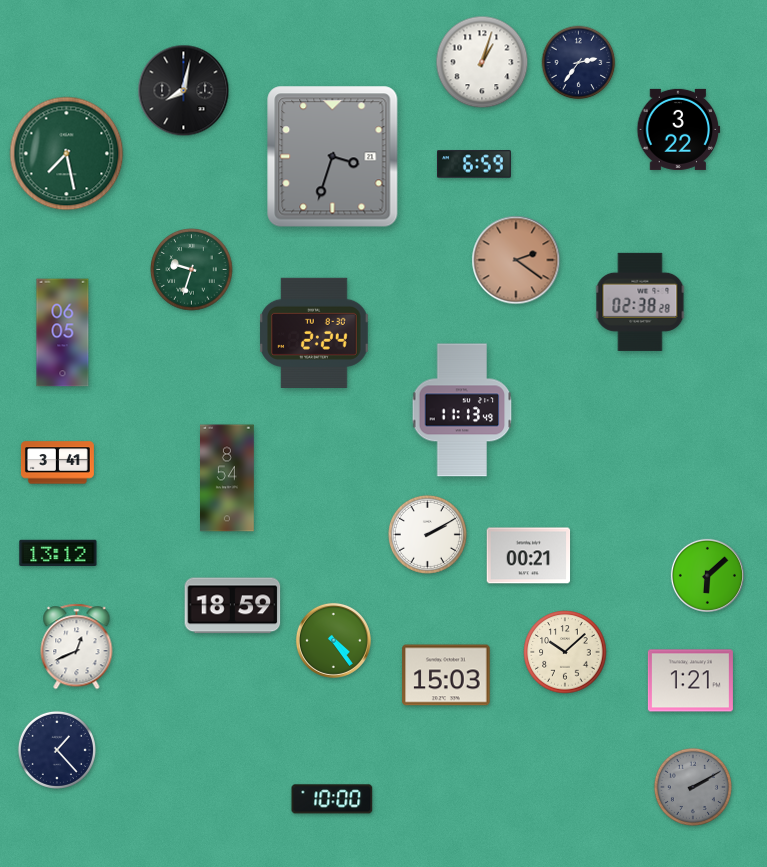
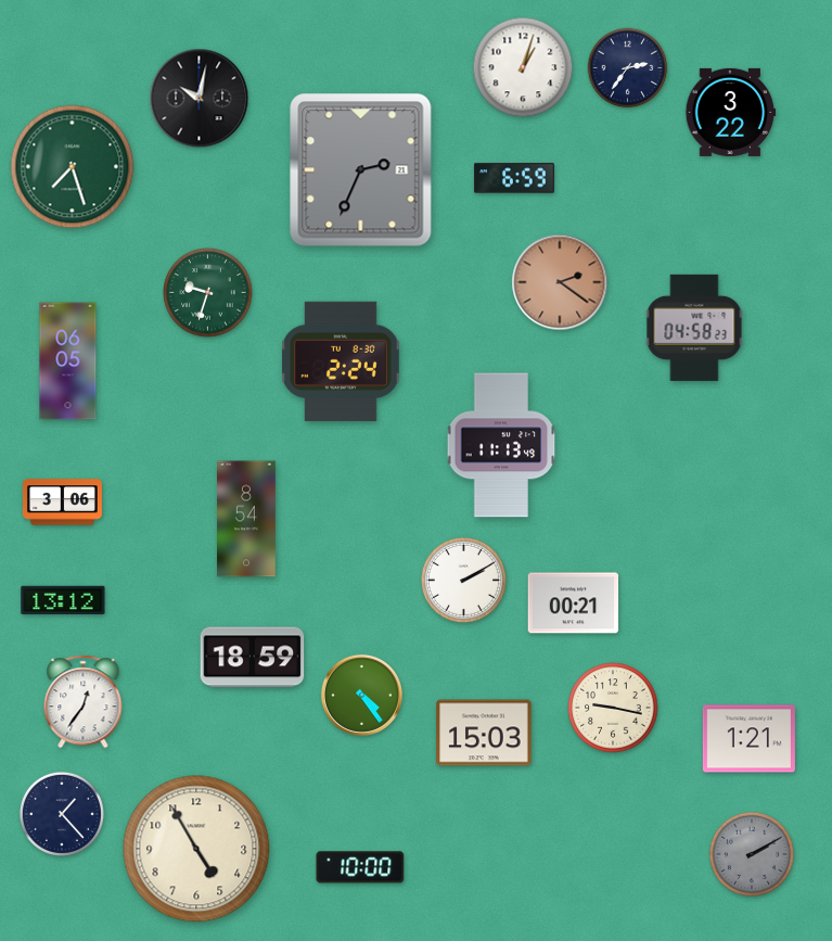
clock at (184, 91): 8:02 -> 10:02
clock at (679, 129) position: (679, 129) -> (731, 112)
clock at (67, 154): 7:28 -> 7:27
clock at (333, 157): 3:33 -> 2:34
clock at (640, 302): 02:38 -> 04:58
clock at (57, 463): 3:41 -> 3:06
clock at (707, 575): 6:08 -> none
clock at (77, 647): 12:41 -> 12:36
clock at (565, 652): 10:08 -> 9:17
clock at (196, 849): none -> 4:55
